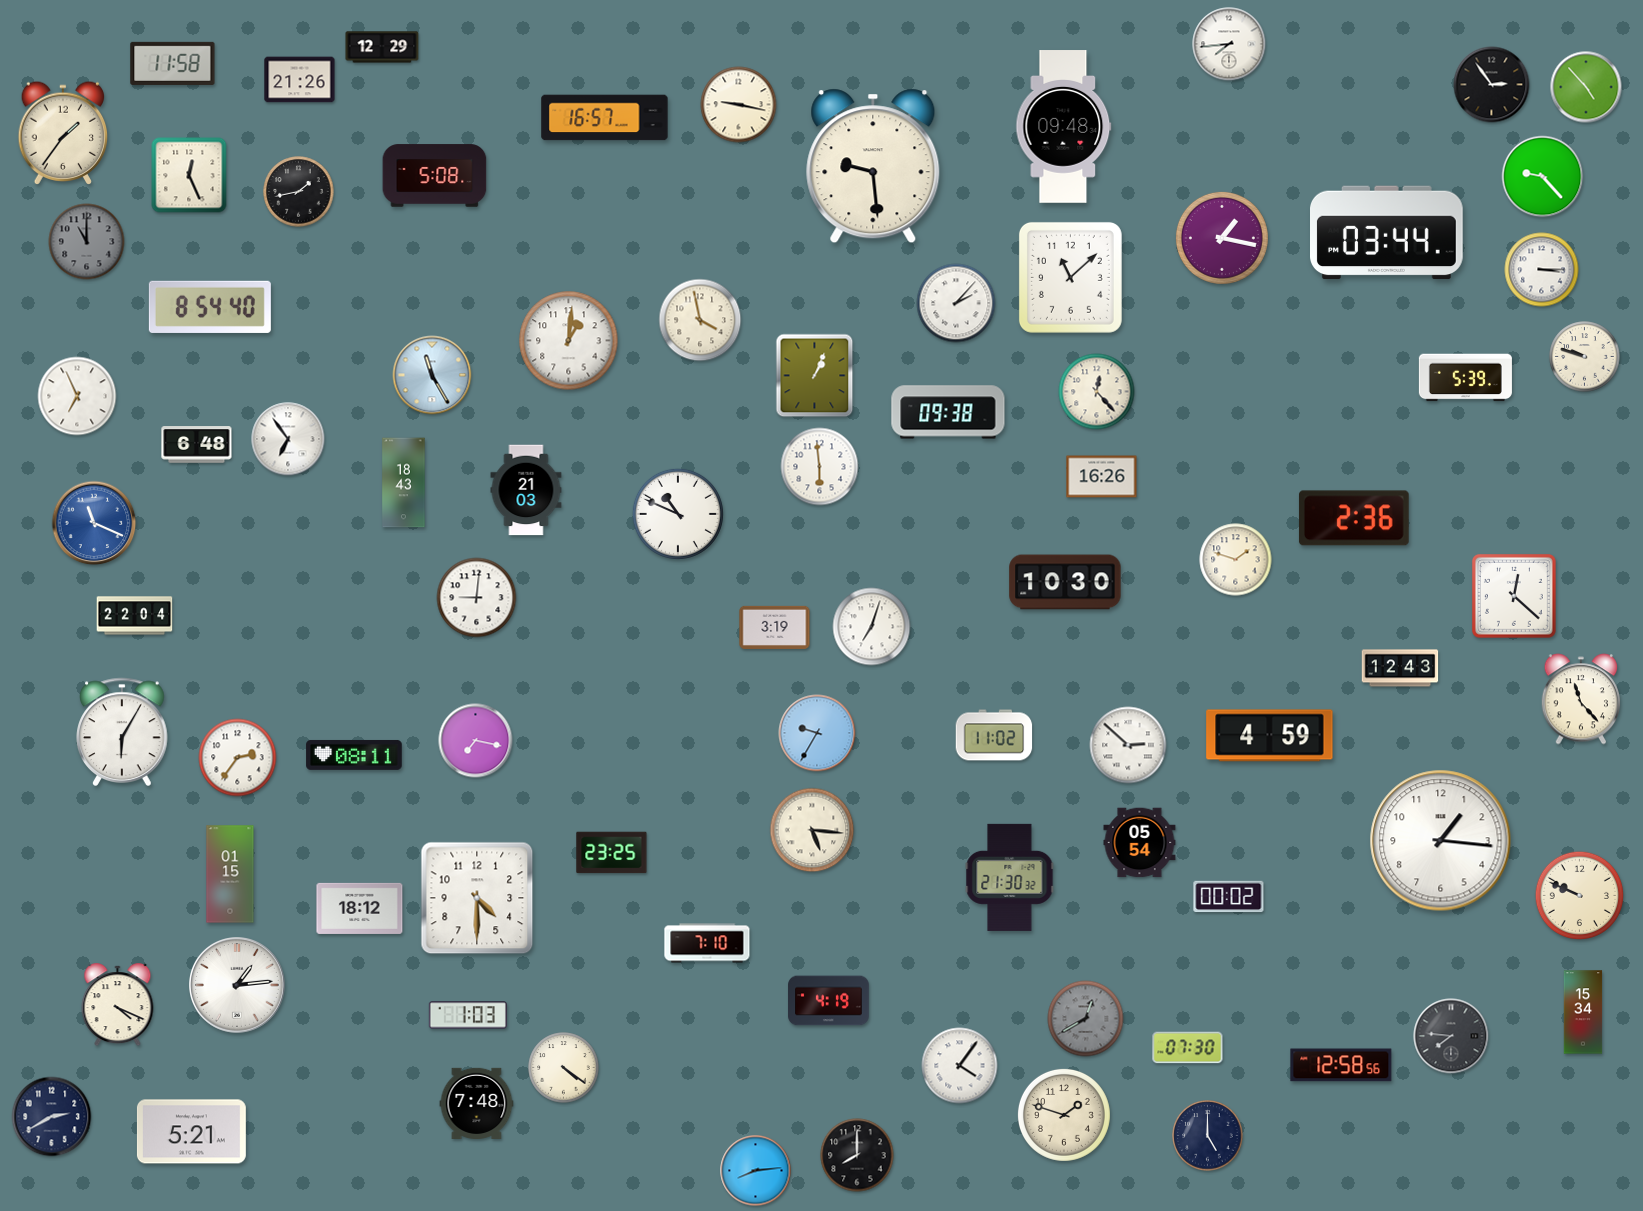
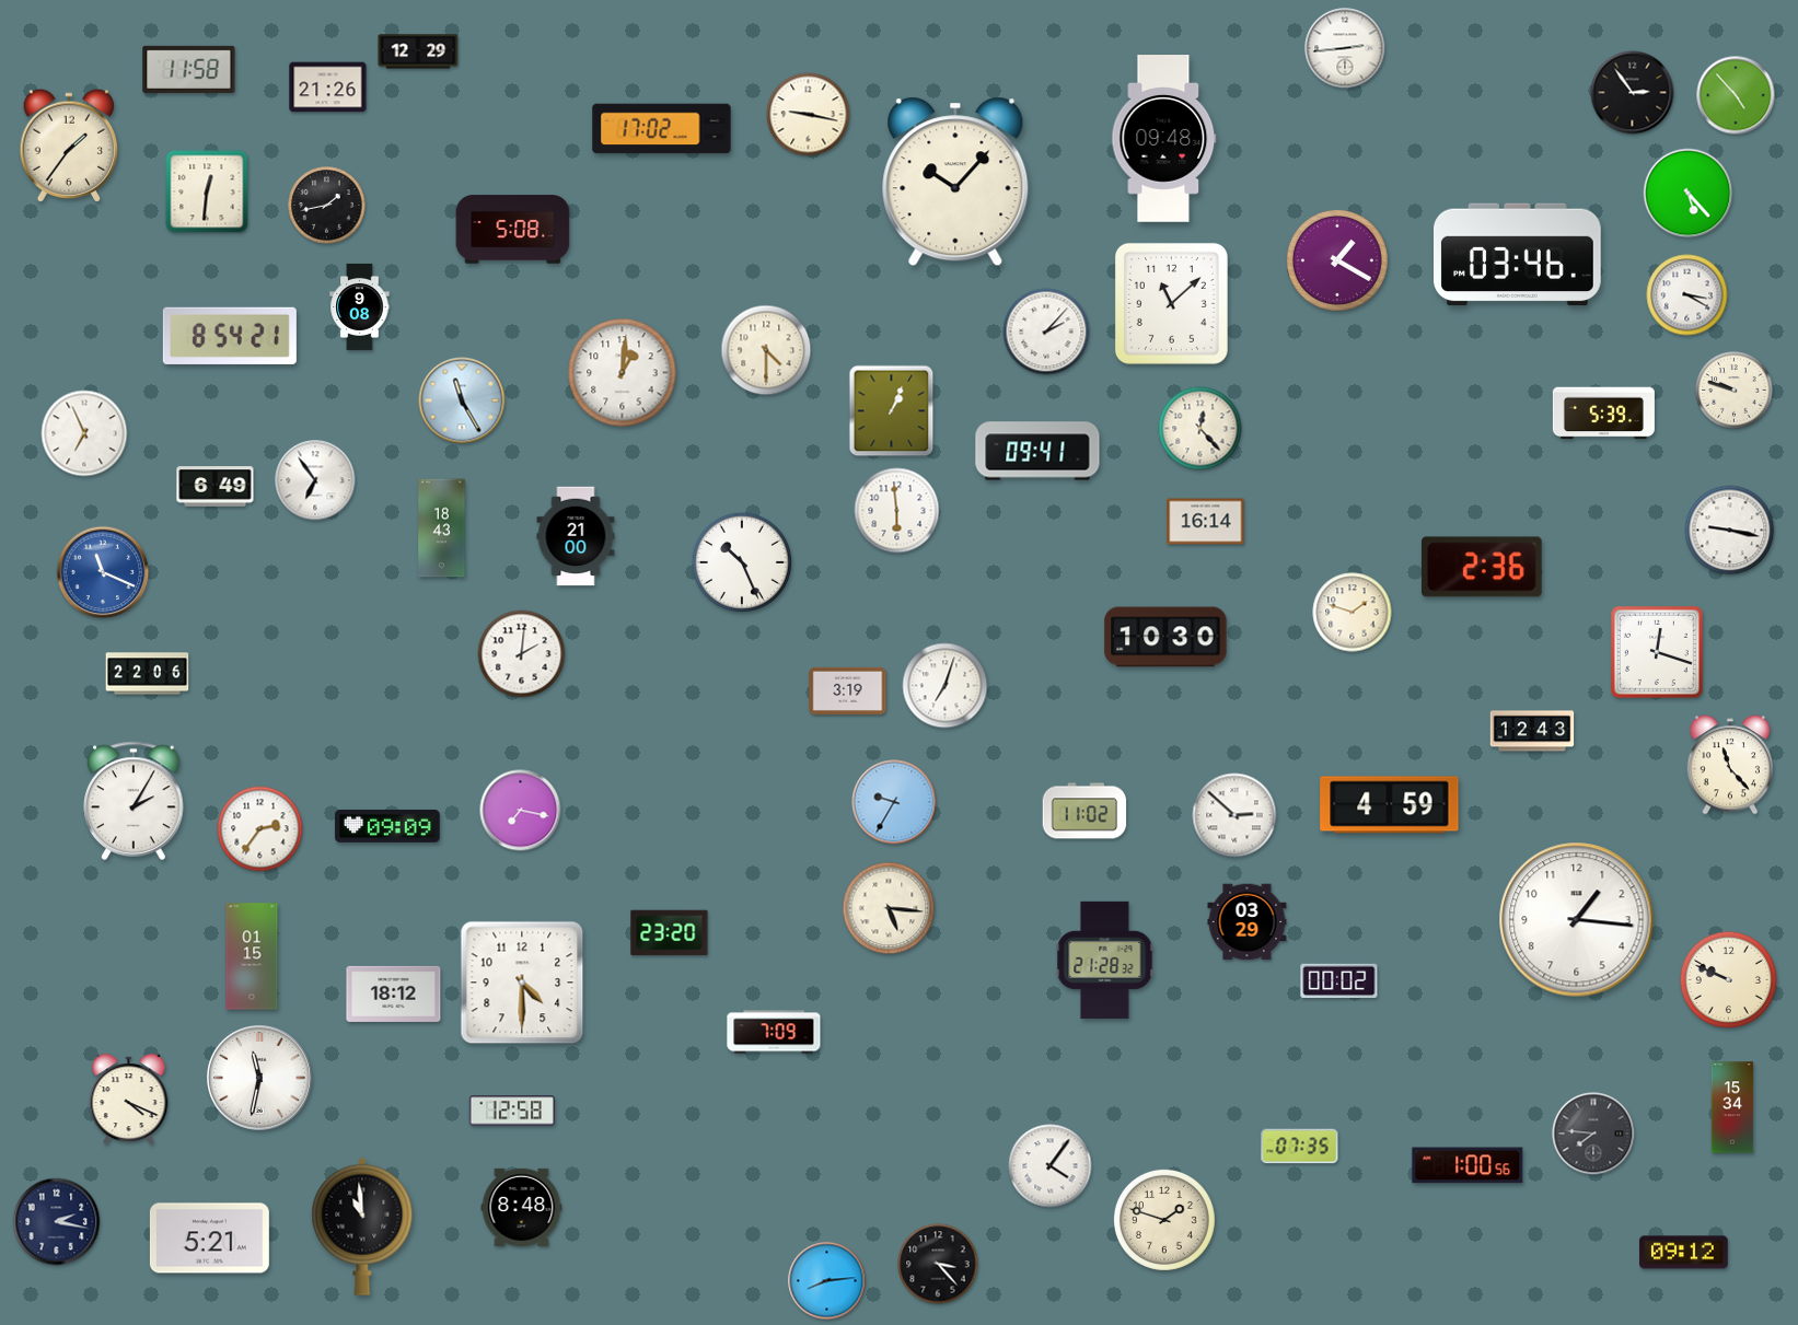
clock at (1229, 44): 7:44 -> 2:44
clock at (605, 118): 16:57 -> 17:02
clock at (873, 166): 9:29 -> 10:07
clock at (189, 175): 12:26 -> 12:31
clock at (435, 176) position: (435, 176) -> (513, 230)
clock at (1543, 177): 9:23 -> 5:23
clock at (299, 192) position: (299, 192) -> (327, 206)
clock at (1387, 233): 03:44 -> 03:46
clock at (1222, 238): 1:17 -> 1:20
clock at (87, 242): 11:00 -> none
clock at (1542, 270): 3:15 -> 3:20
clock at (360, 306): none -> 9:08
clock at (210, 307): 8:54:40 -> 8:54:21
clock at (700, 320): 3:58 -> 4:30
clock at (432, 375) position: (432, 375) -> (462, 400)
clock at (948, 412): 09:38 -> 09:41
clock at (197, 445): 6:48 -> 6:49
clock at (1102, 477): 16:26 -> 16:14
clock at (1730, 531): none -> 9:17
clock at (526, 490): 21:03 -> 21:00
clock at (678, 514): 10:49 -> 10:26
clock at (1514, 596): 12:22 -> 12:18
clock at (477, 598): 9:01 -> 2:01
clock at (135, 616): 22:04 -> 22:06
clock at (775, 627) position: (775, 627) -> (848, 690)
clock at (872, 627) position: (872, 627) -> (946, 686)
clock at (122, 732): 6:05 -> 2:05
clock at (994, 735) position: (994, 735) -> (1084, 811)
clock at (354, 755): 08:11 -> 09:09
clock at (1140, 843): 05:54 -> 03:29
clock at (612, 853): 23:25 -> 23:20
clock at (1010, 877): 21:30 -> 21:28
clock at (1229, 897) position: (1229, 897) -> (1339, 981)
clock at (707, 943): 7:10 -> 7:09
clock at (238, 986): 1:14 -> 11:32
clock at (829, 1001): 4:19 -> none
clock at (468, 1015): 1:03 -> 12:58
clock at (1086, 1019): 12:40 -> none
clock at (1451, 1036) position: (1451, 1036) -> (1593, 1134)
clock at (1188, 1048): 07:30 -> 07:35
clock at (1341, 1065): 12:58 -> 1:00
clock at (564, 1068): 4:21 -> none
clock at (477, 1103): 7:48 -> 8:48
clock at (52, 1117): 2:40 -> 2:17
clock at (362, 1227): none -> 10:59
clock at (1208, 1136): 5:00 -> none
clock at (1684, 1253): none -> 09:12
clock at (857, 1155): 8:00 -> 3:23
